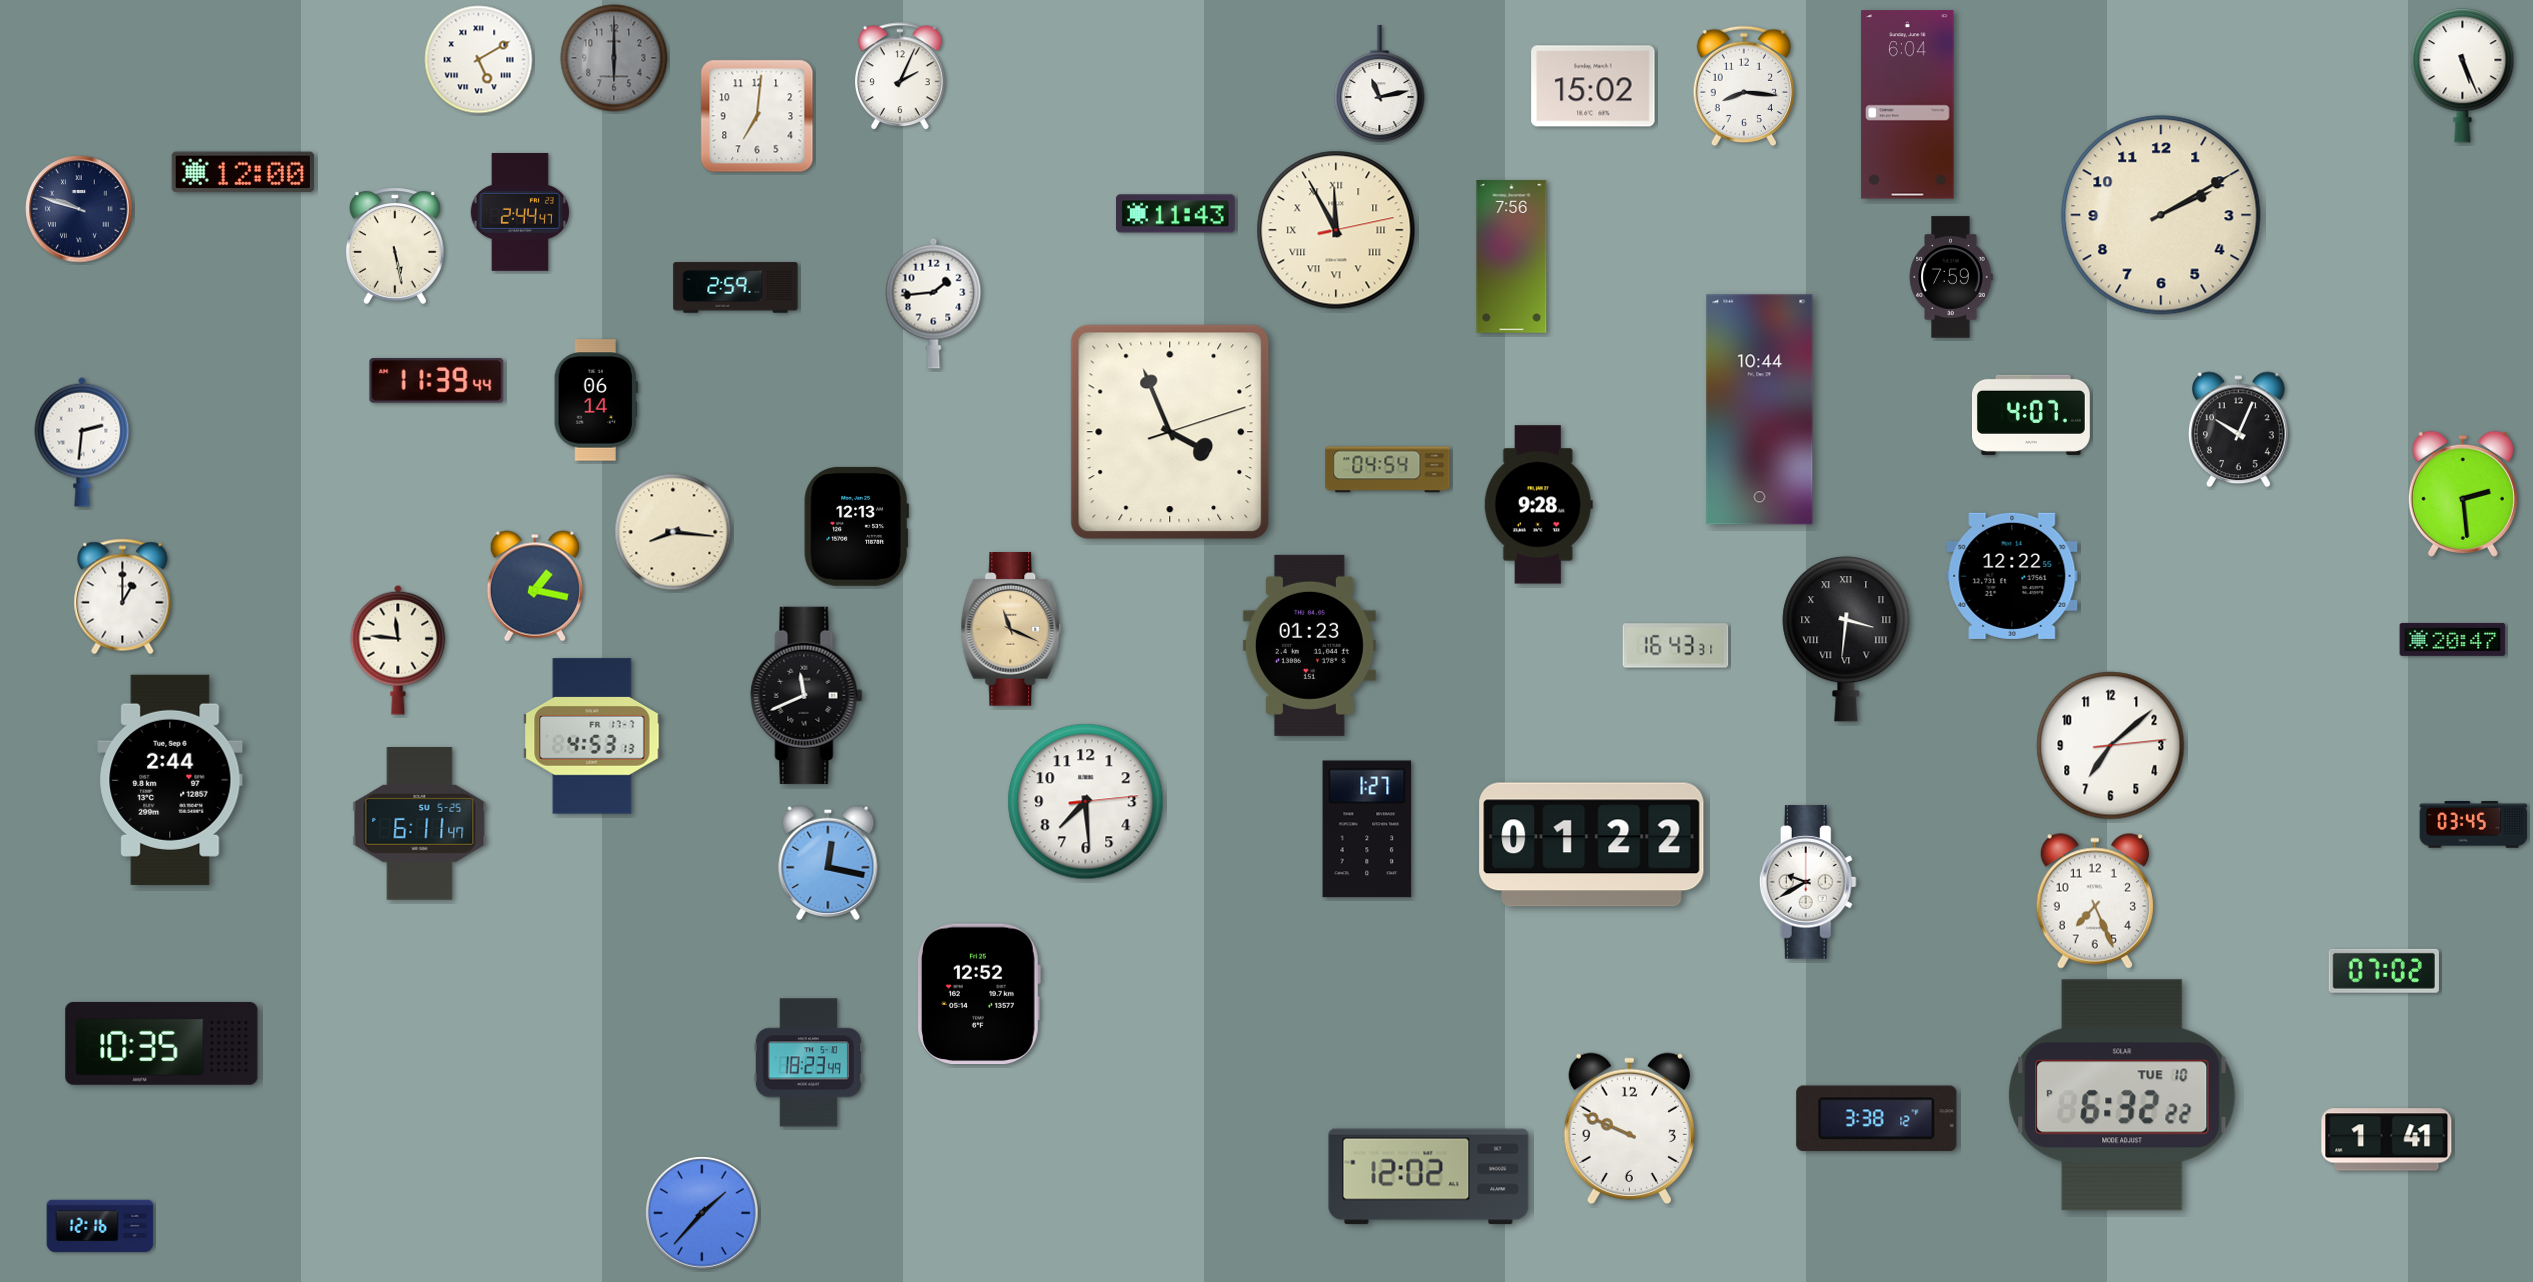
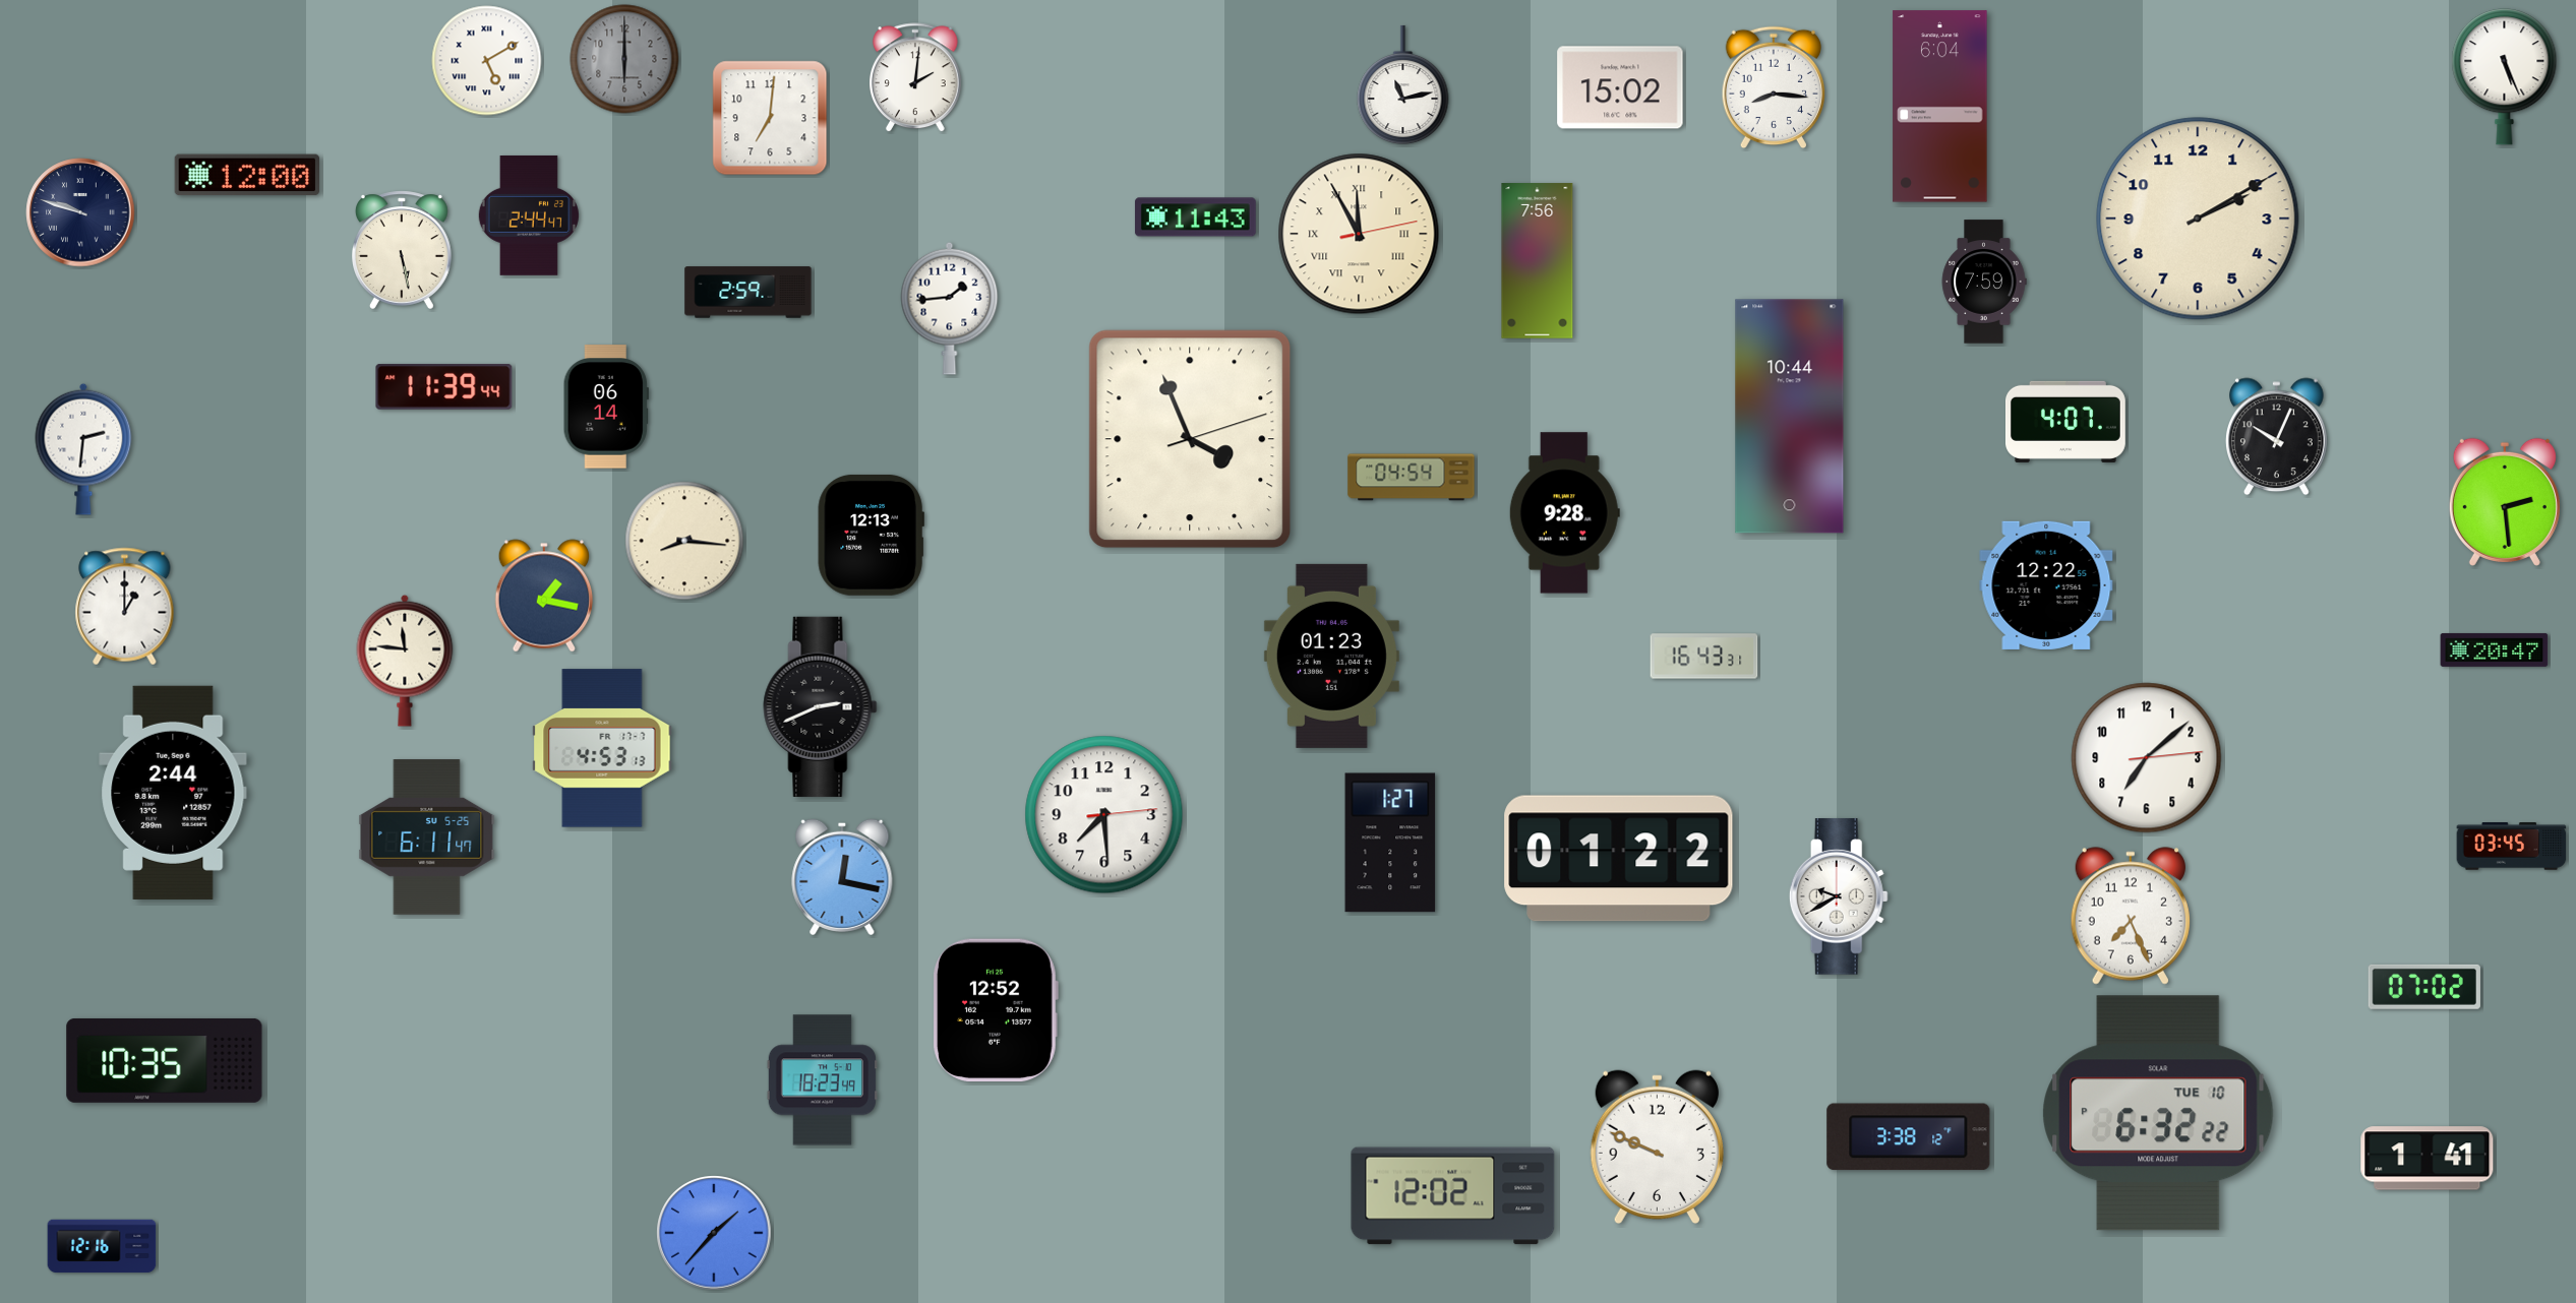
clock at (901, 77): 2:04 -> 2:01
clock at (1011, 629): 11:19 -> none
clock at (1846, 639): 3:31 -> none
clock at (807, 695): 11:41 -> 2:41
clock at (2474, 825) position: (2474, 825) -> (2512, 847)
